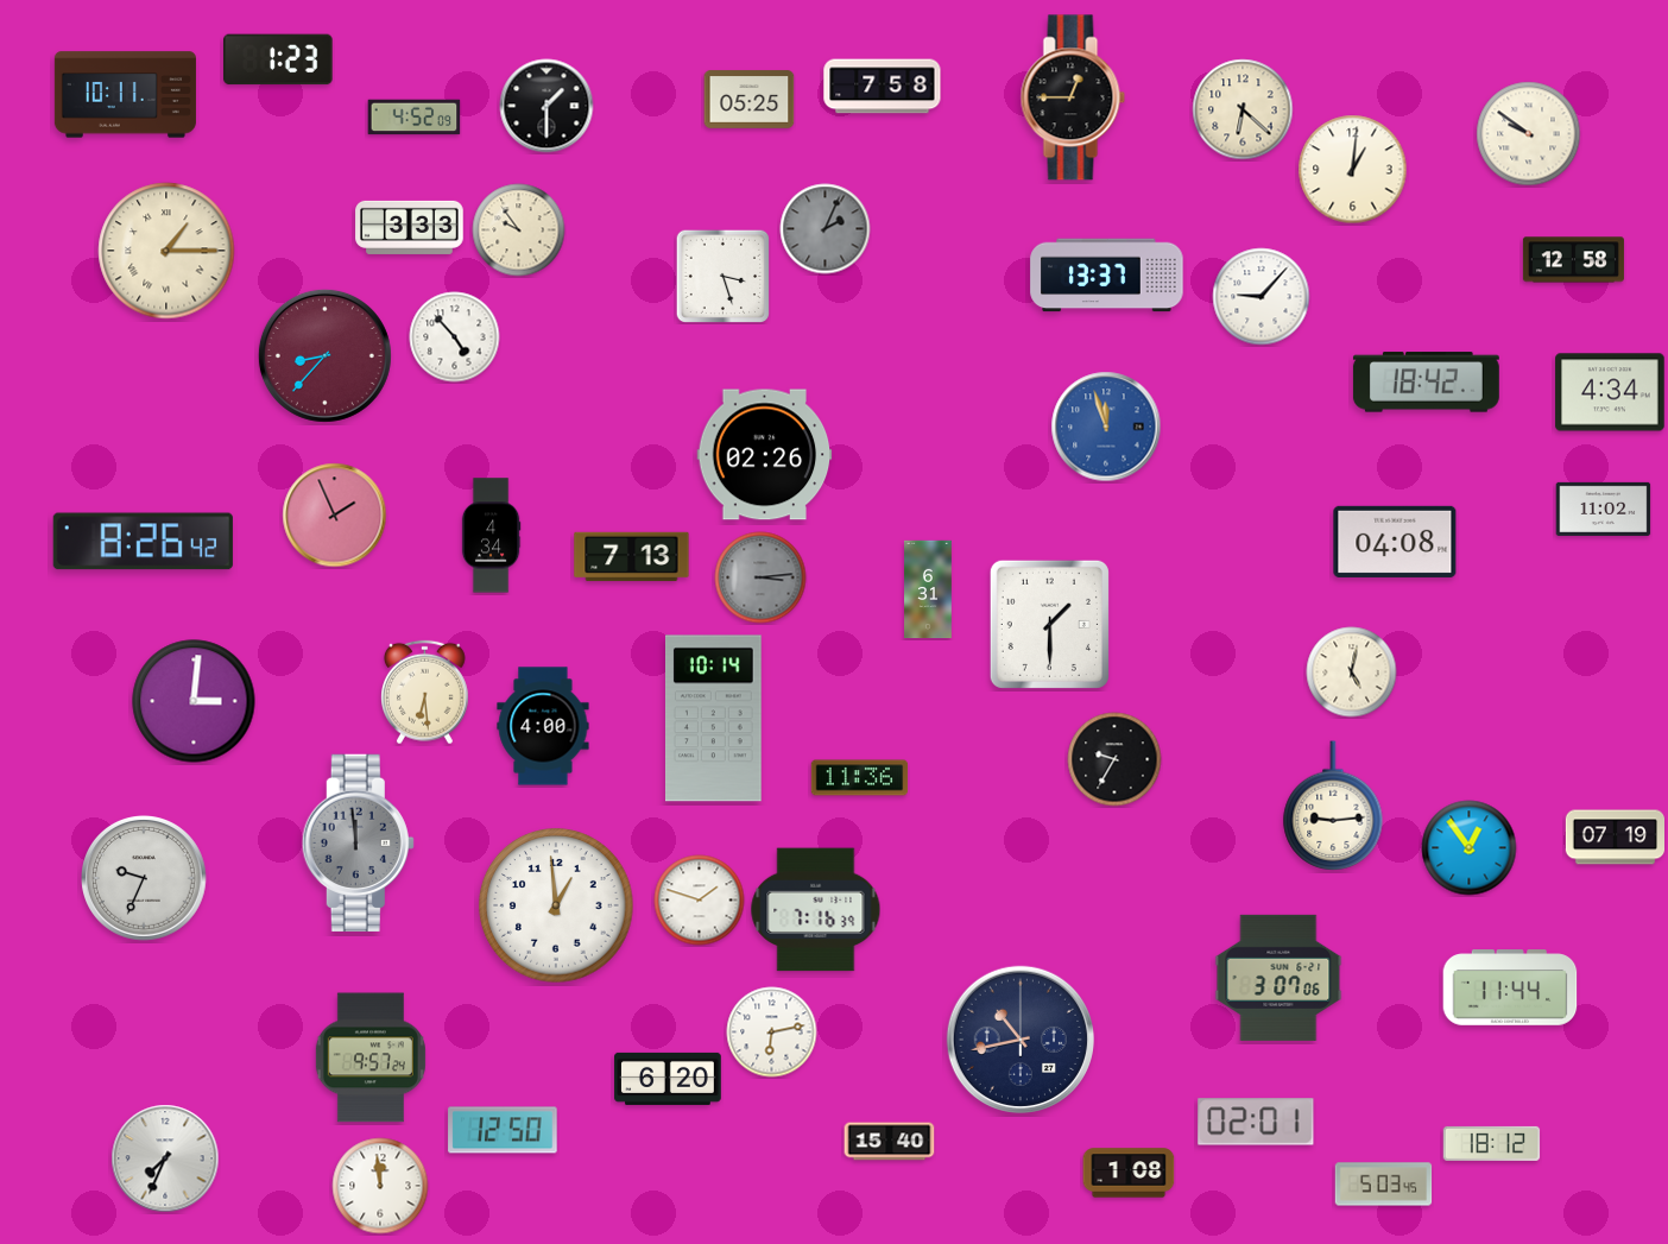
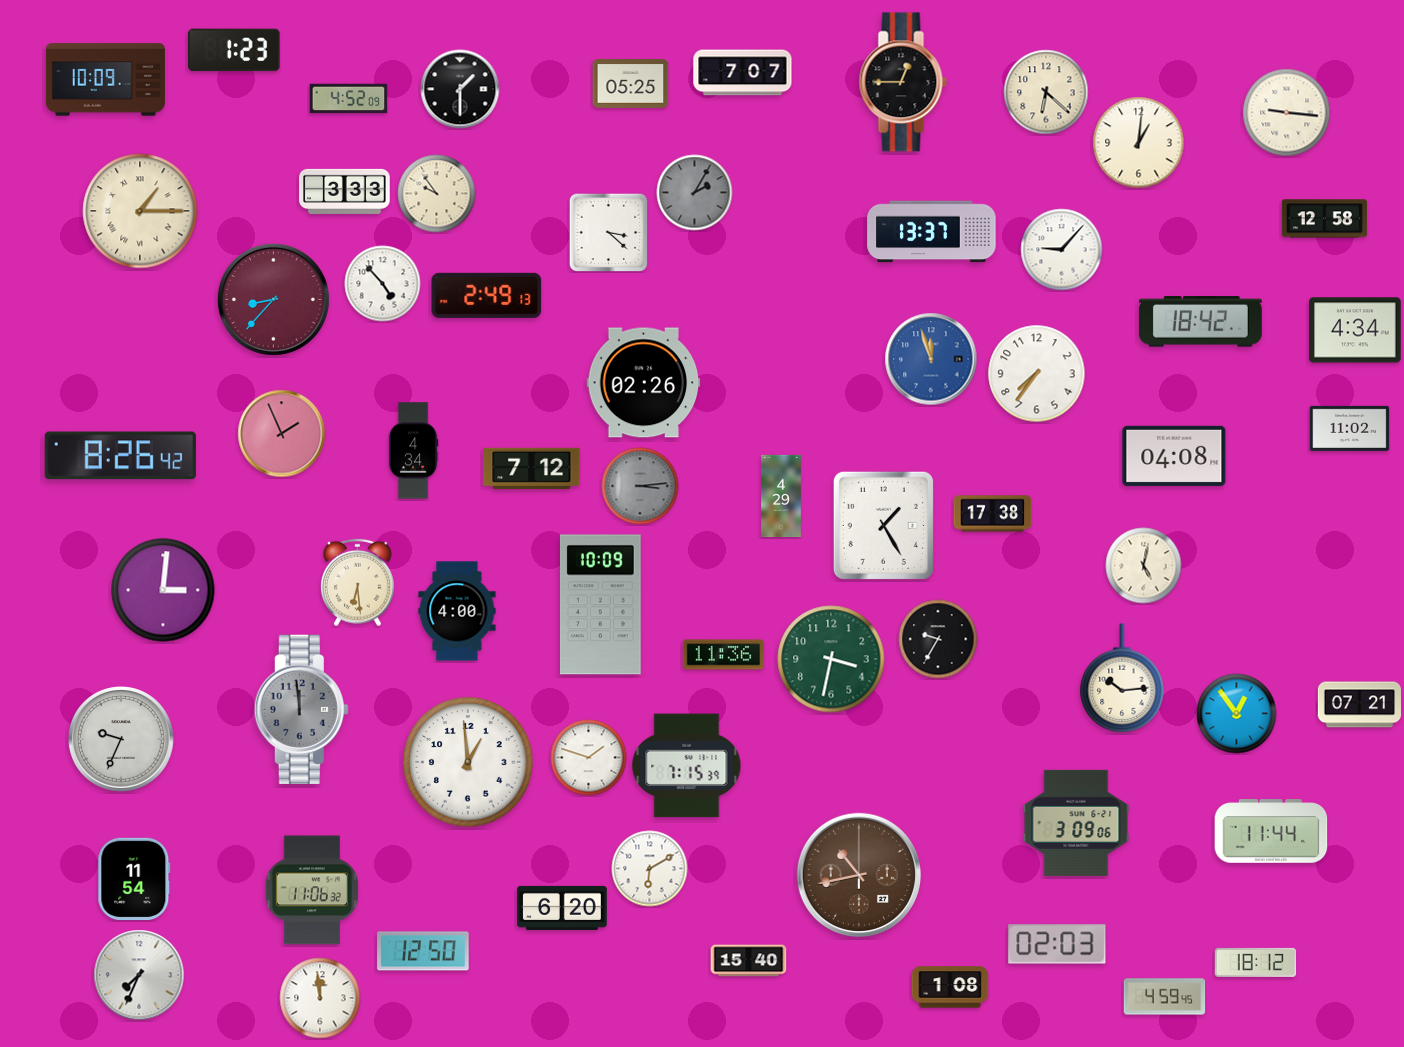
clock at (883, 87): 7:58 -> 7:07
clock at (125, 95): 10:11 -> 10:09
clock at (1529, 134): 9:51 -> 9:16
clock at (826, 229): 2:04 -> 2:05
clock at (722, 276): 3:27 -> 3:22
clock at (487, 295): none -> 2:49
clock at (1037, 374): none -> 7:36
clock at (632, 557): 7:13 -> 7:12
clock at (929, 589): 6:31 -> 4:29
clock at (993, 514): none -> 17:38
clock at (1049, 624): 1:30 -> 1:25
clock at (1352, 672) position: (1352, 672) -> (1144, 566)
clock at (714, 719): 10:14 -> 10:09
clock at (831, 659): none -> 3:32
clock at (1333, 806): 9:14 -> 10:14
clock at (1615, 838): 07:19 -> 07:21
clock at (816, 910): 7:16 -> 7:15
clock at (1278, 978): 3:07 -> 3:09
clock at (772, 1033): 6:13 -> 6:10
clock at (1019, 1038) dial: navy -> brown
clock at (134, 878): none -> 11:54
clock at (371, 1057): 9:57 -> 11:06
clock at (1256, 1122): 02:01 -> 02:03
clock at (1384, 1185): 5:03 -> 4:59
